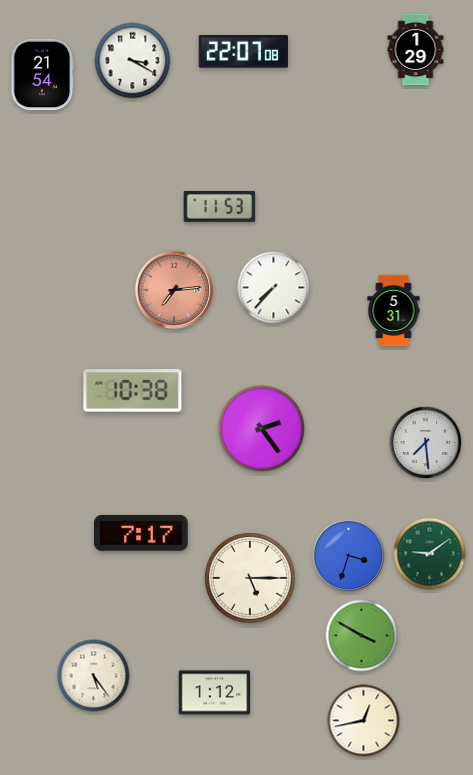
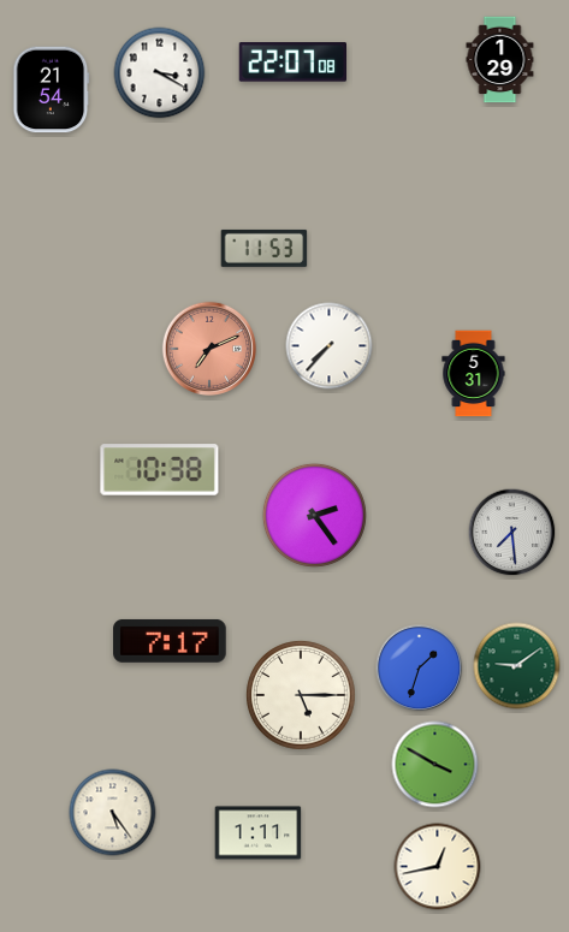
clock at (173, 289): 7:14 -> 7:11
clock at (349, 556): 3:33 -> 1:33
clock at (215, 693): 1:12 -> 1:11
